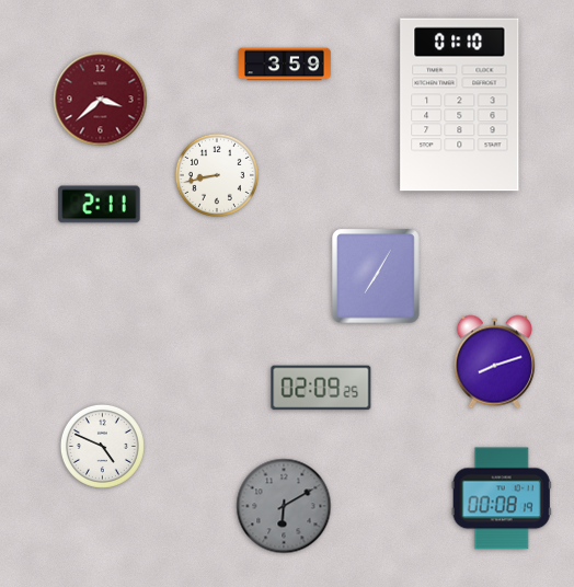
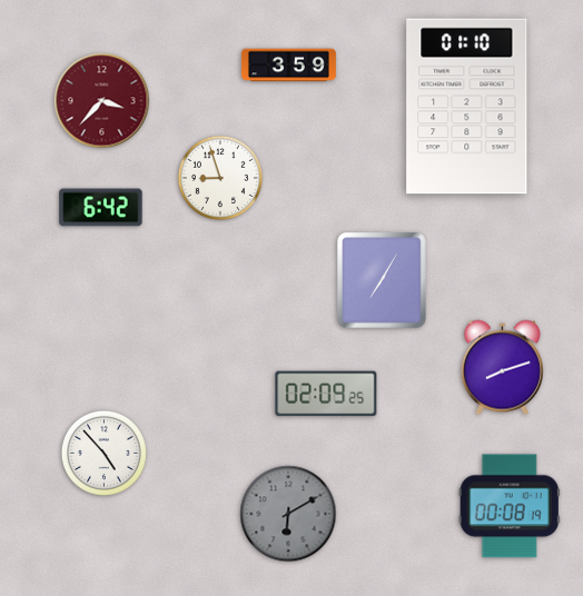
clock at (101, 100): 3:38 -> 3:37
clock at (217, 175): 8:43 -> 8:57
clock at (100, 205): 2:11 -> 6:42
clock at (102, 446): 4:49 -> 4:53
